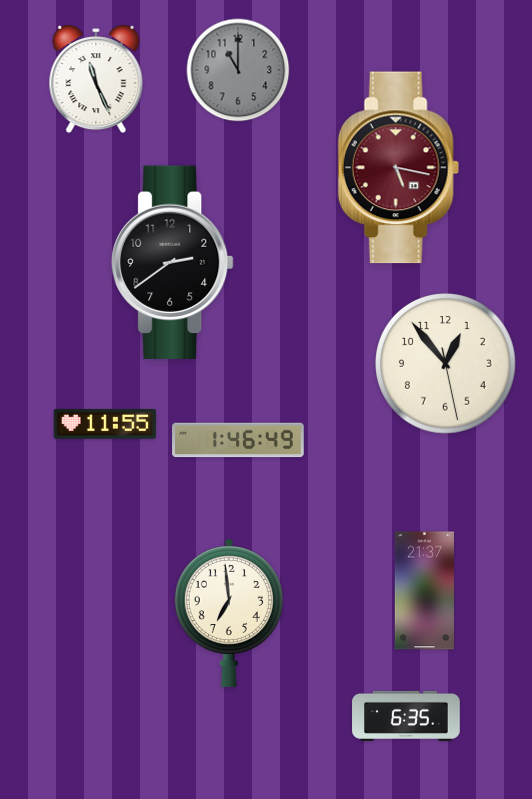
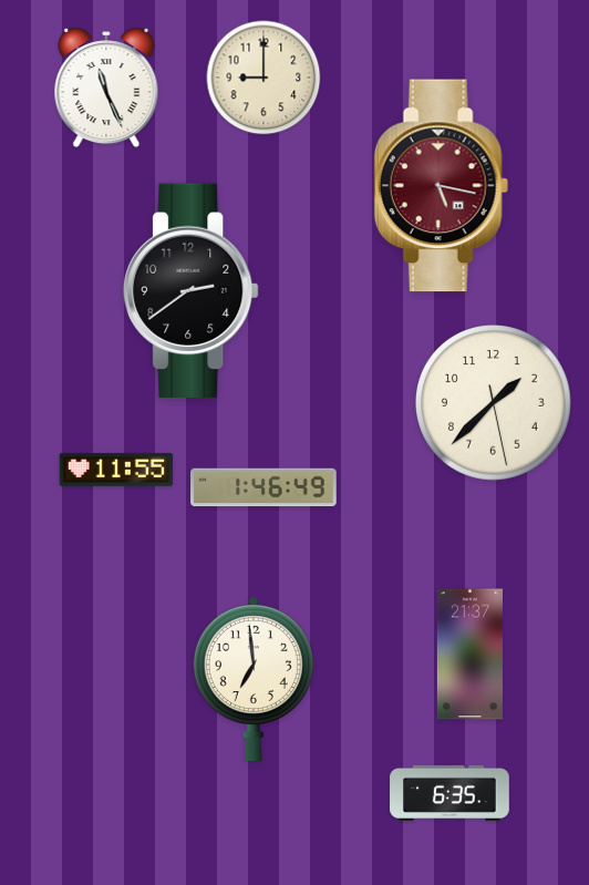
clock at (238, 70): 11:00 -> 9:00
clock at (238, 70) dial: grey -> cream
clock at (446, 364): 12:53 -> 1:37
